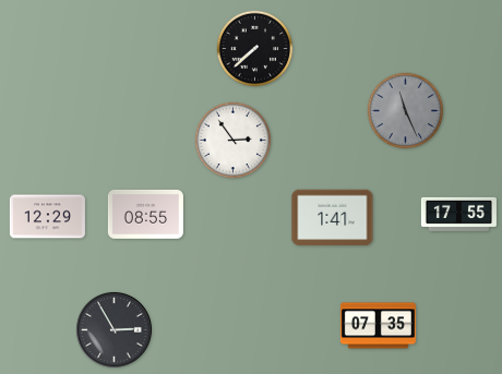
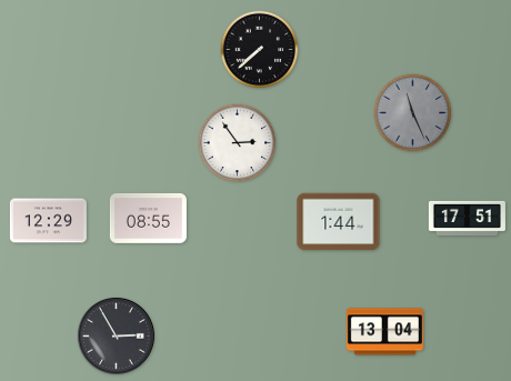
clock at (458, 214): 17:55 -> 17:51
clock at (333, 218): 1:41 -> 1:44
clock at (378, 326): 07:35 -> 13:04
